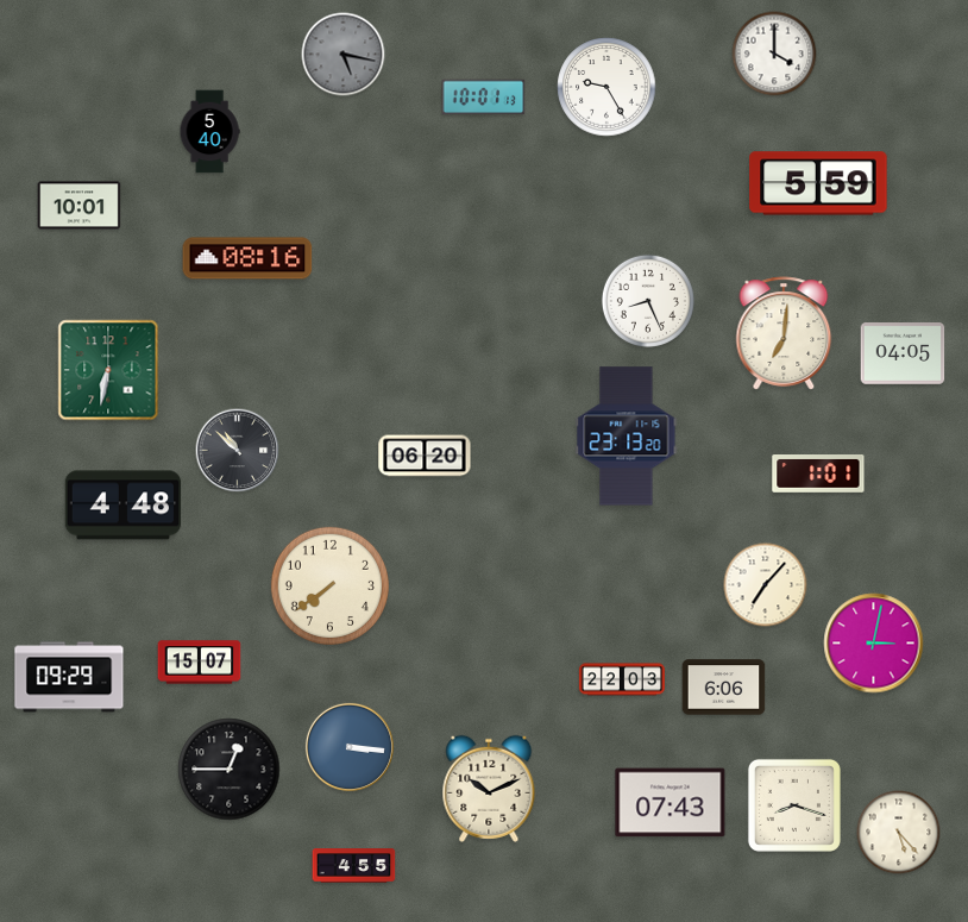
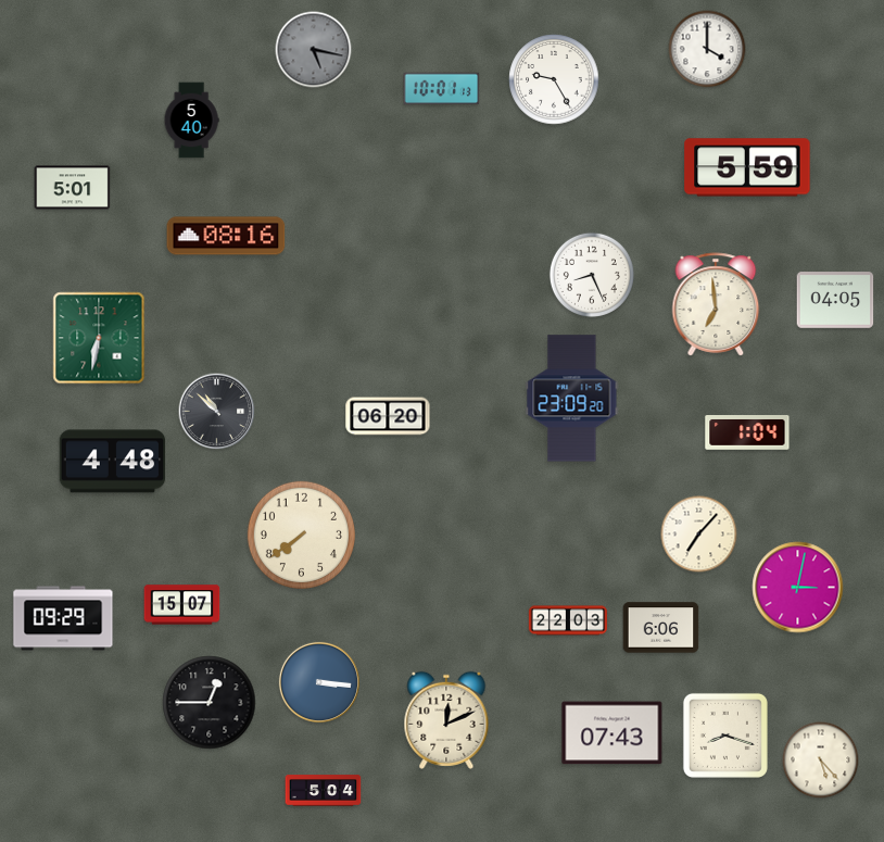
clock at (80, 206): 10:01 -> 5:01
clock at (784, 333): 7:01 -> 6:59
clock at (903, 353) position: (903, 353) -> (835, 300)
clock at (627, 437): 23:13 -> 23:09
clock at (818, 475): 1:01 -> 1:04
clock at (489, 789): 10:11 -> 12:11
clock at (354, 866): 4:55 -> 5:04
